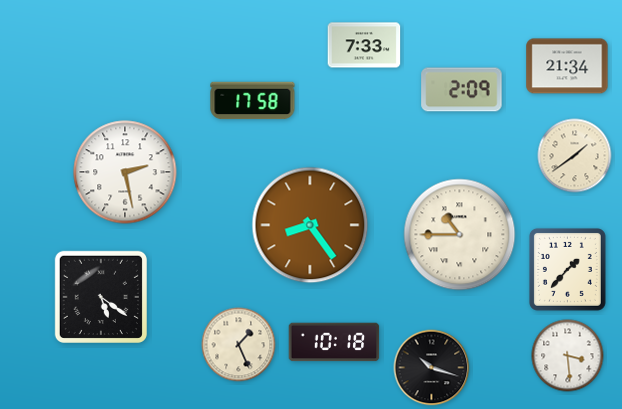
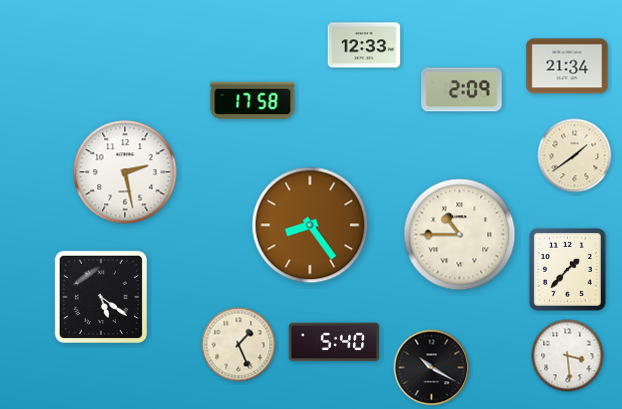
clock at (364, 45): 7:33 -> 12:33
clock at (334, 342): 10:18 -> 5:40
clock at (432, 368): 10:18 -> 10:20
